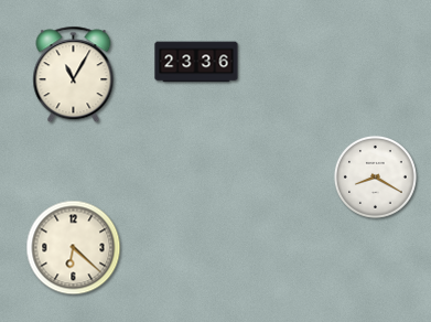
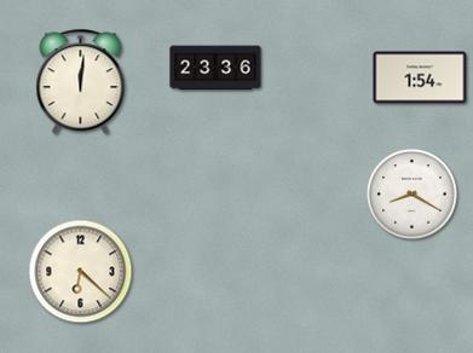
clock at (420, 77): none -> 1:54
clock at (74, 75): 11:05 -> 12:01
